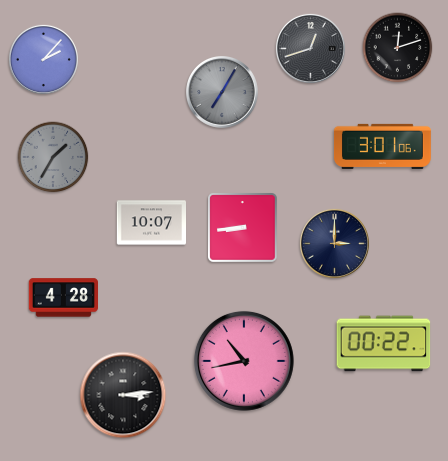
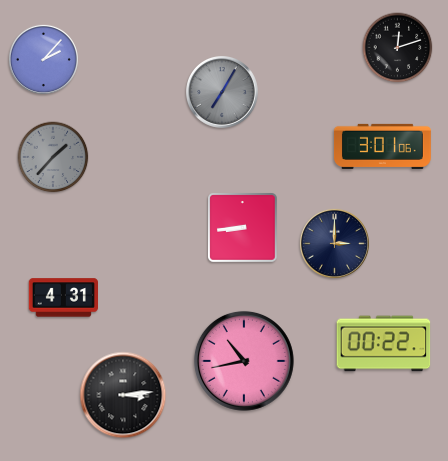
clock at (310, 48): 12:42 -> none
clock at (53, 157): 1:35 -> 1:37
clock at (151, 223): 10:07 -> none
clock at (63, 298): 4:28 -> 4:31
